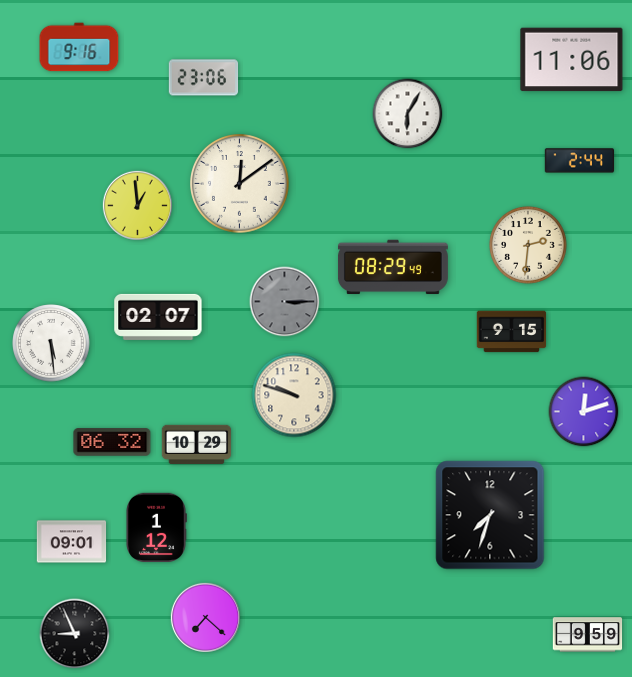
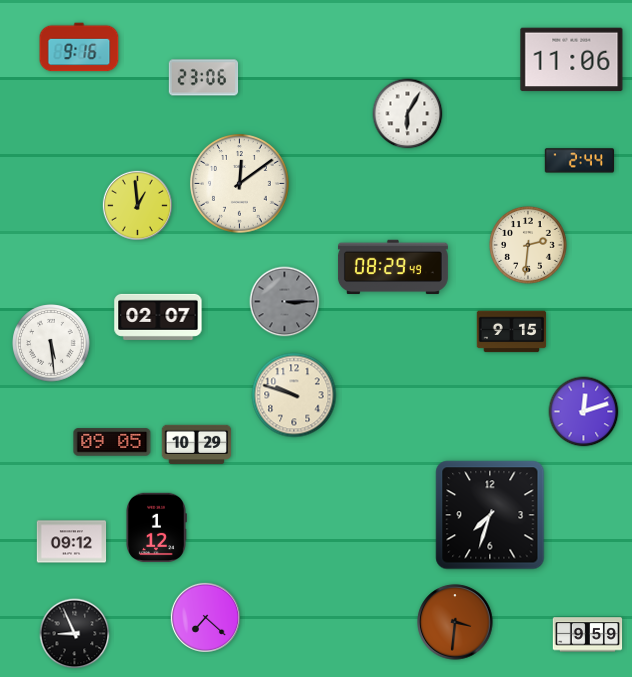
clock at (112, 442): 06:32 -> 09:05
clock at (72, 542): 09:01 -> 09:12
clock at (455, 622): none -> 3:31
